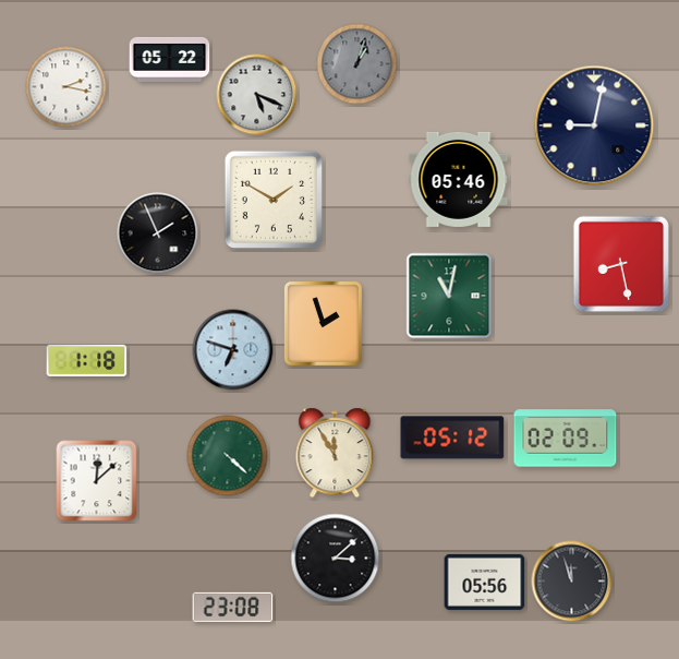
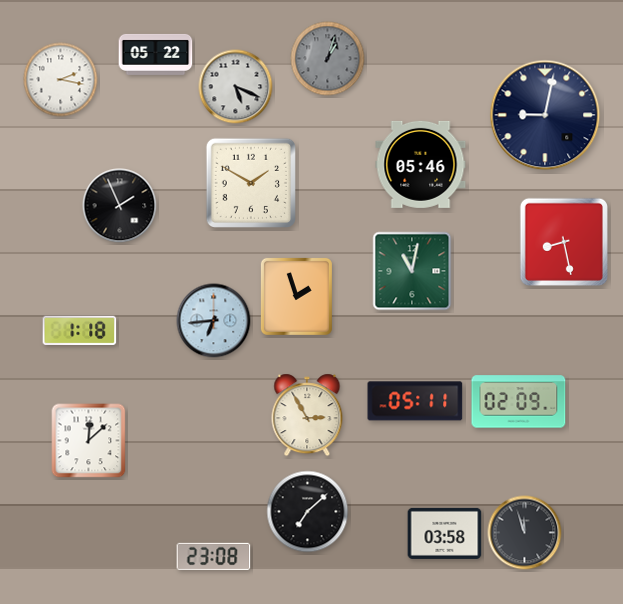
clock at (158, 233) position: (158, 233) -> (120, 206)
clock at (621, 264) position: (621, 264) -> (564, 242)
clock at (233, 350): 6:48 -> 6:44
clock at (452, 438): 05:12 -> 05:11
clock at (335, 453): 11:55 -> 2:55
clock at (228, 456): 4:22 -> none
clock at (336, 559): 3:08 -> 7:08
clock at (485, 582): 05:56 -> 03:58
